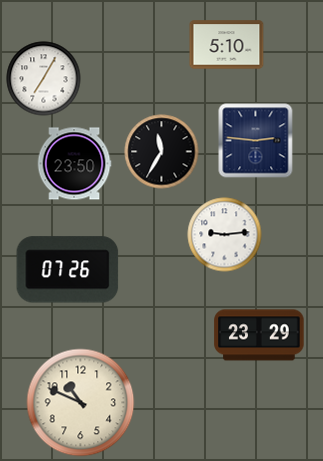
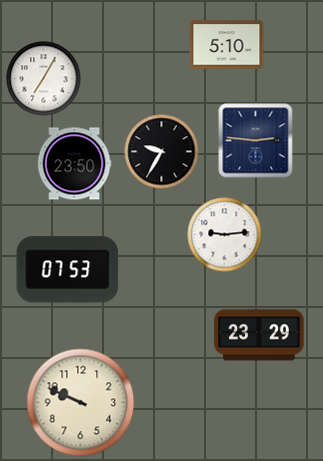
clock at (162, 152): 11:35 -> 9:35
clock at (68, 270): 07:26 -> 07:53
clock at (81, 403): 10:49 -> 9:49
